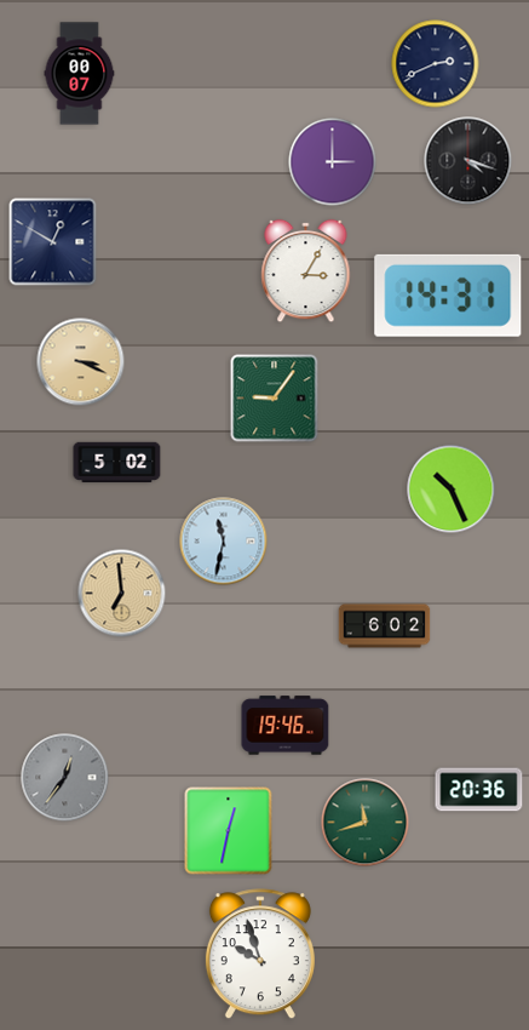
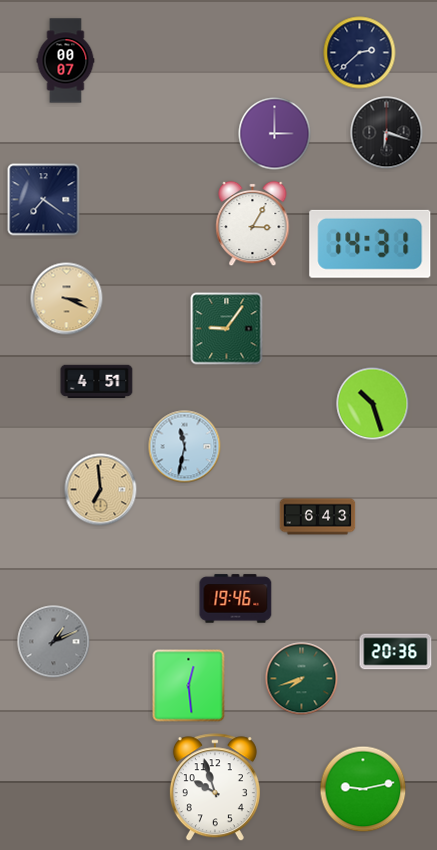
clock at (436, 64): 2:41 -> 2:38
clock at (468, 161): 4:18 -> 6:18
clock at (53, 242): 12:50 -> 7:21
clock at (117, 463): 5:02 -> 4:51
clock at (452, 490): 10:26 -> 10:27
clock at (385, 626): 6:02 -> 6:43
clock at (65, 778): 12:36 -> 1:11
clock at (366, 823): 11:42 -> 7:42
clock at (229, 831): 12:32 -> 12:29
clock at (363, 789): none -> 9:13
